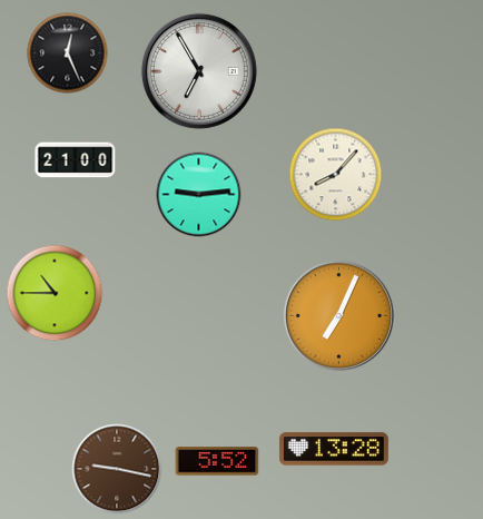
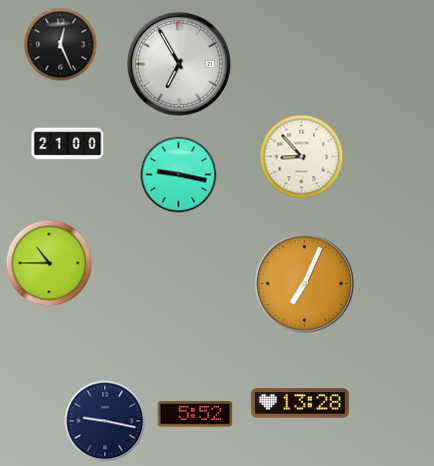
clock at (68, 53) position: (68, 53) -> (61, 45)
clock at (336, 175): 8:07 -> 8:53
clock at (199, 195): 9:14 -> 9:17
clock at (117, 469) dial: brown -> navy
